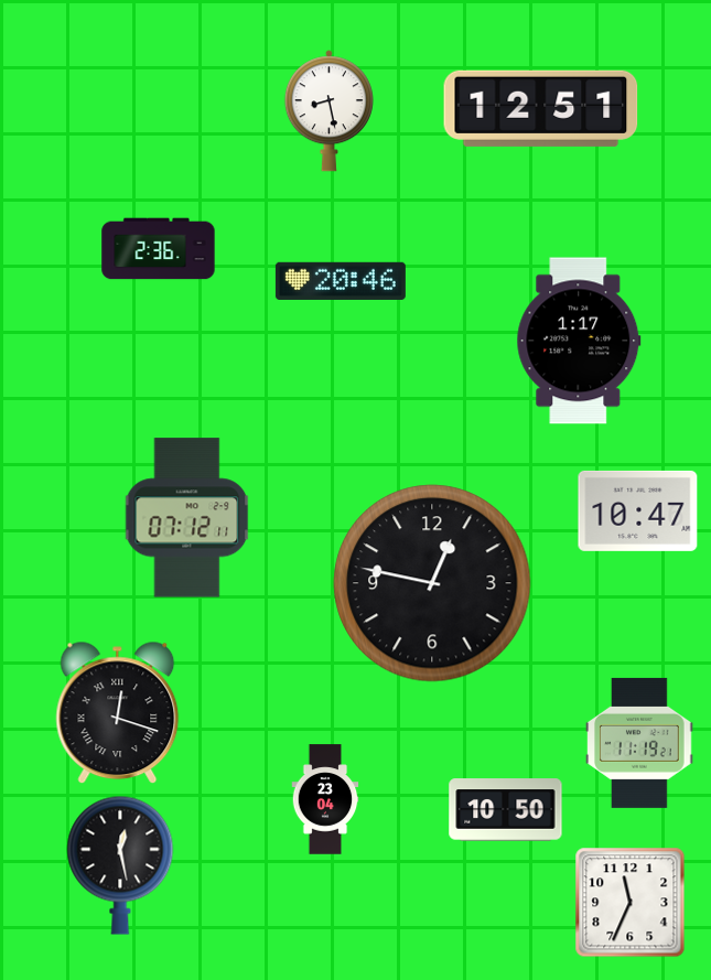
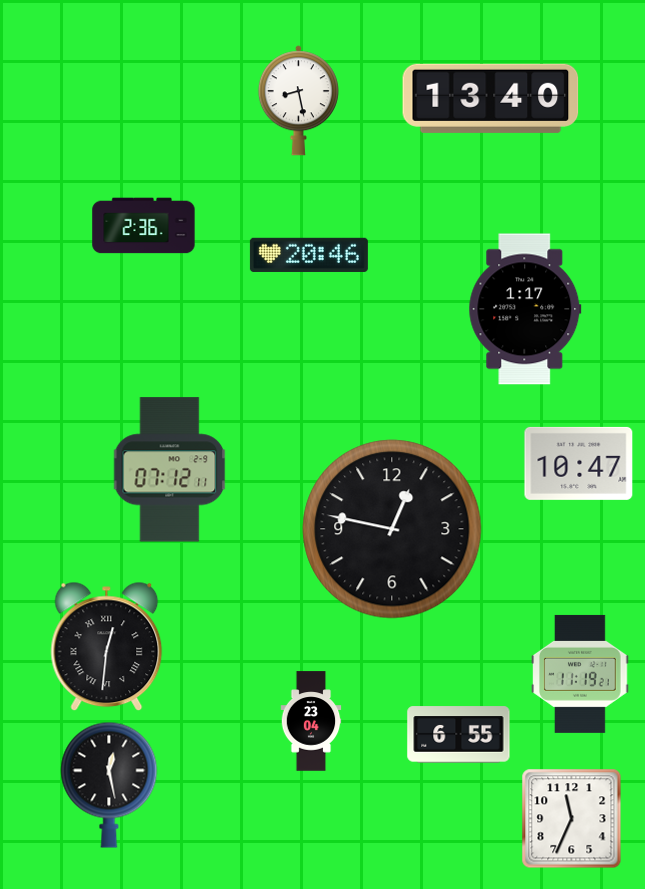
clock at (541, 108): 12:51 -> 13:40
clock at (118, 713): 12:18 -> 12:31
clock at (325, 799) position: (325, 799) -> (311, 721)
clock at (506, 810): 10:50 -> 6:55
